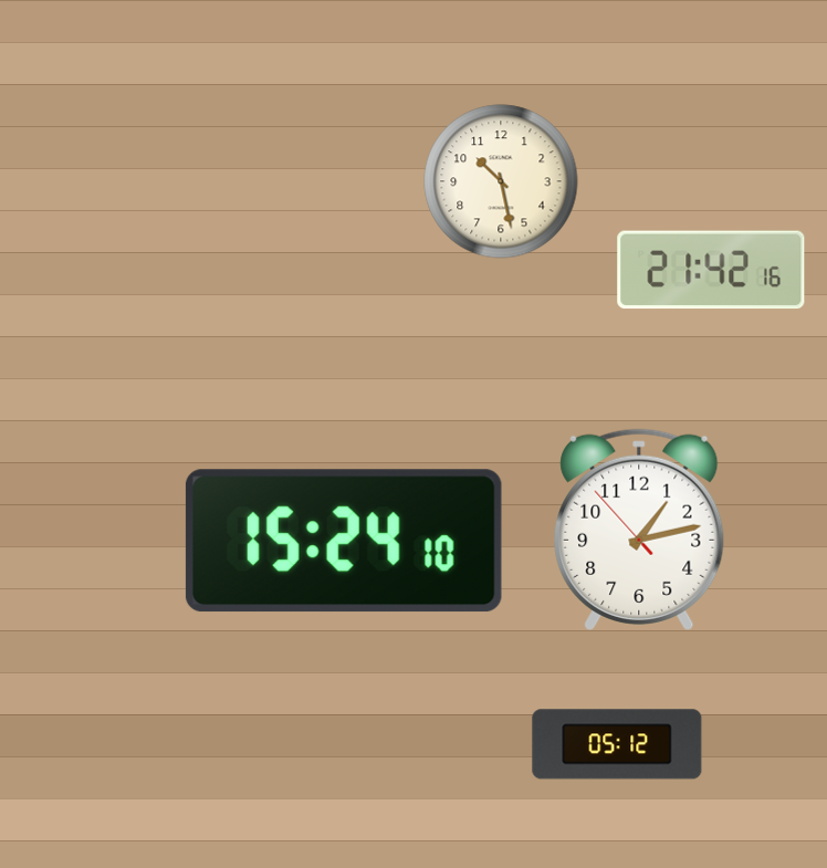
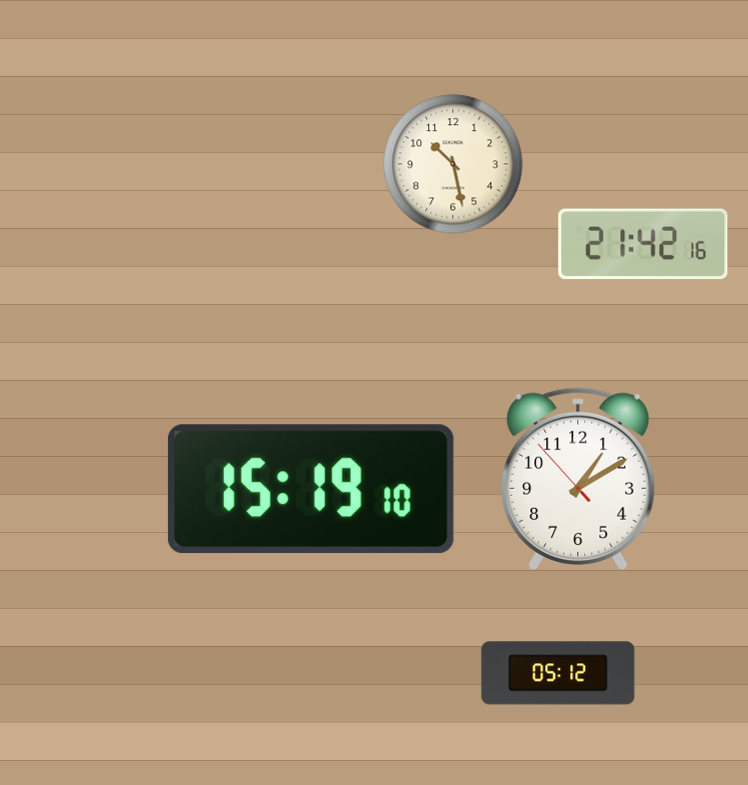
clock at (639, 530): 1:12 -> 1:09
clock at (344, 541): 15:24 -> 15:19
